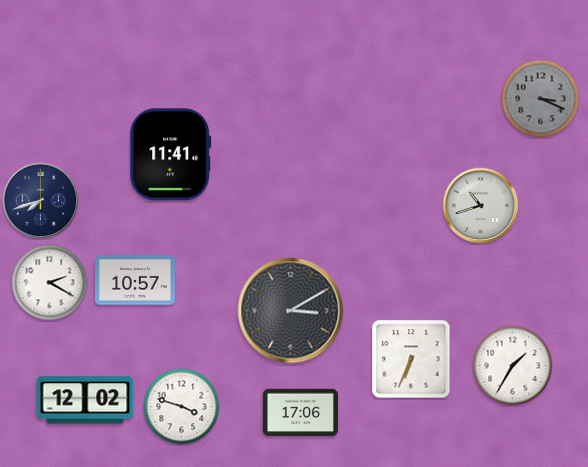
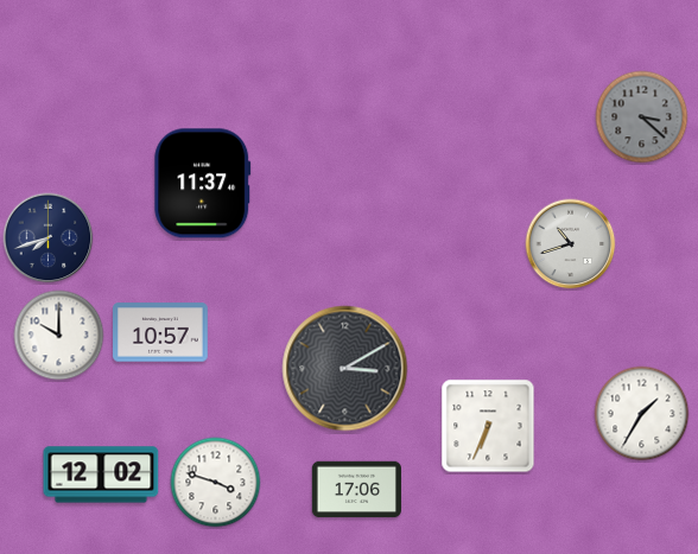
clock at (541, 99): 3:19 -> 3:22
clock at (171, 155): 11:41 -> 11:37
clock at (50, 283): 2:20 -> 10:00
clock at (513, 366) position: (513, 366) -> (642, 414)
